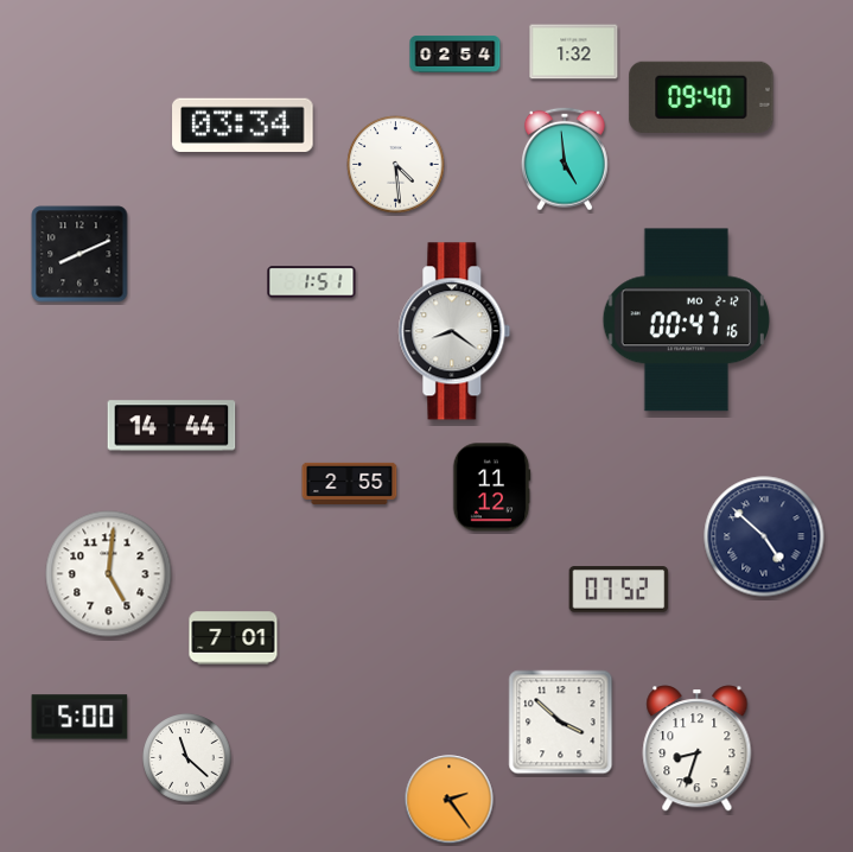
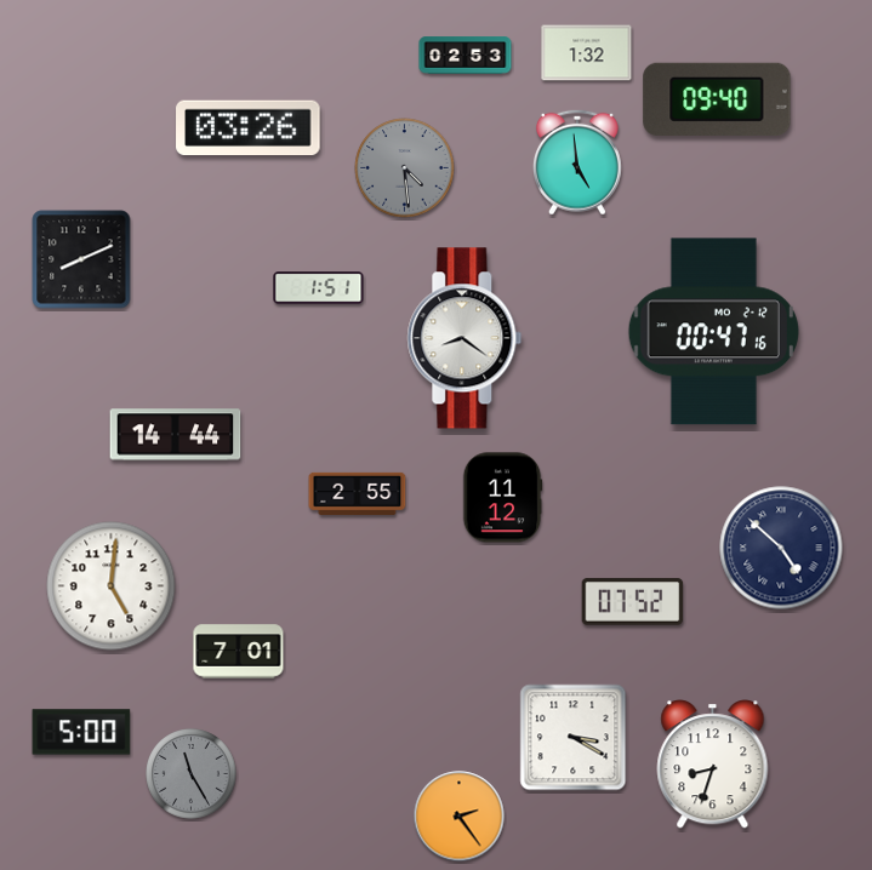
clock at (456, 55): 02:54 -> 02:53
clock at (243, 125): 03:34 -> 03:26
clock at (396, 165) dial: white -> grey
clock at (686, 320) position: (686, 320) -> (713, 332)
clock at (561, 723): 3:52 -> 3:20
clock at (187, 758): 11:22 -> 11:25
clock at (187, 758) dial: white -> grey
